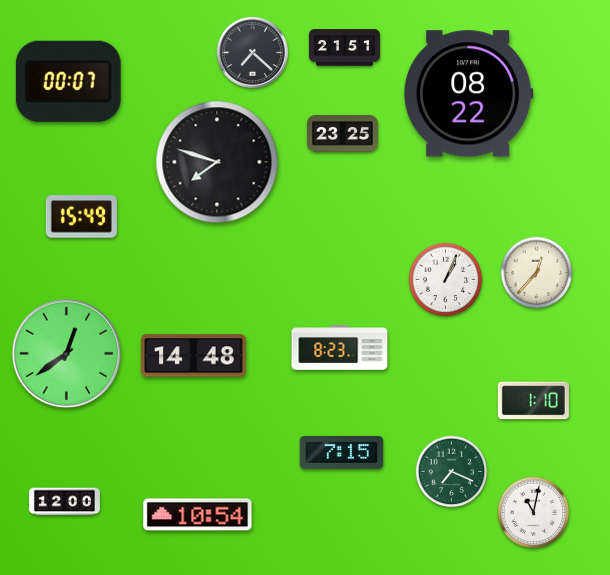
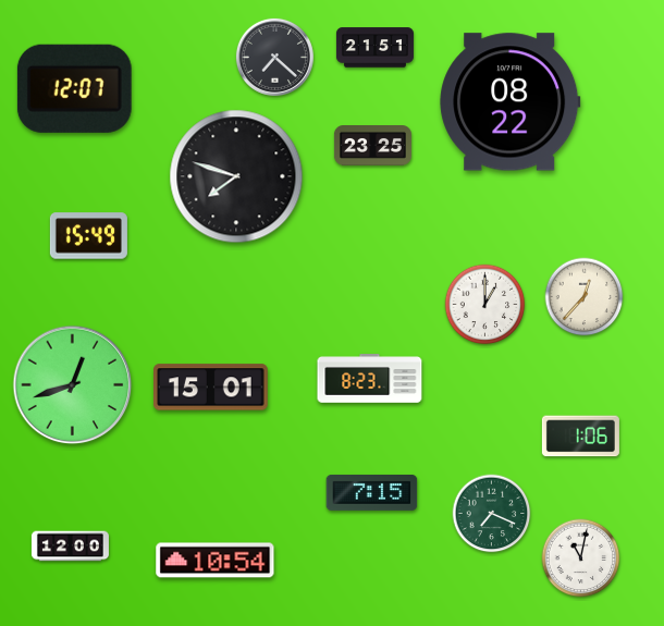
clock at (344, 48) position: (344, 48) -> (374, 48)
clock at (68, 81): 00:07 -> 12:07
clock at (446, 280): 1:04 -> 1:00
clock at (67, 354): 12:39 -> 12:42
clock at (194, 356): 14:48 -> 15:01
clock at (533, 401): 1:10 -> 1:06
